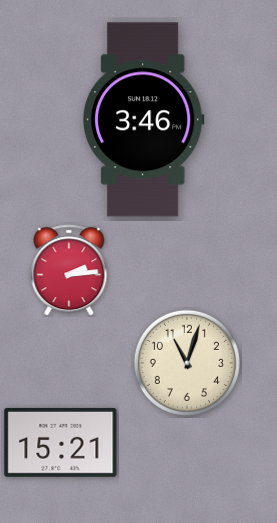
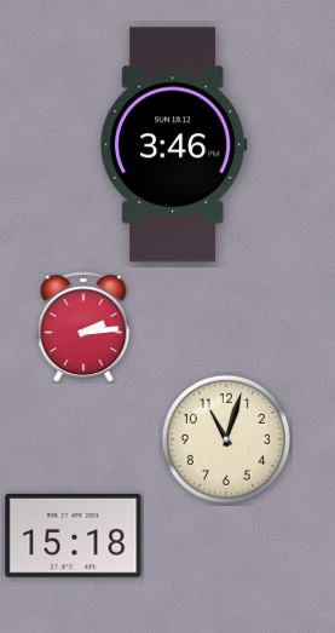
clock at (61, 442): 15:21 -> 15:18
